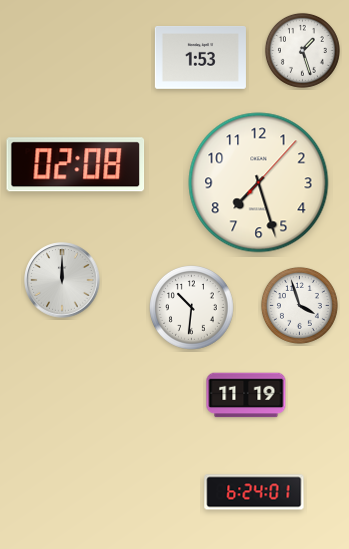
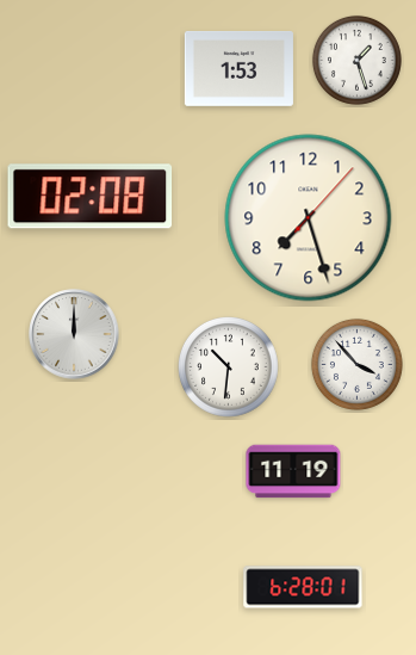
clock at (302, 50) position: (302, 50) -> (356, 60)
clock at (299, 305): 3:57 -> 3:53
clock at (254, 492): 6:24 -> 6:28
